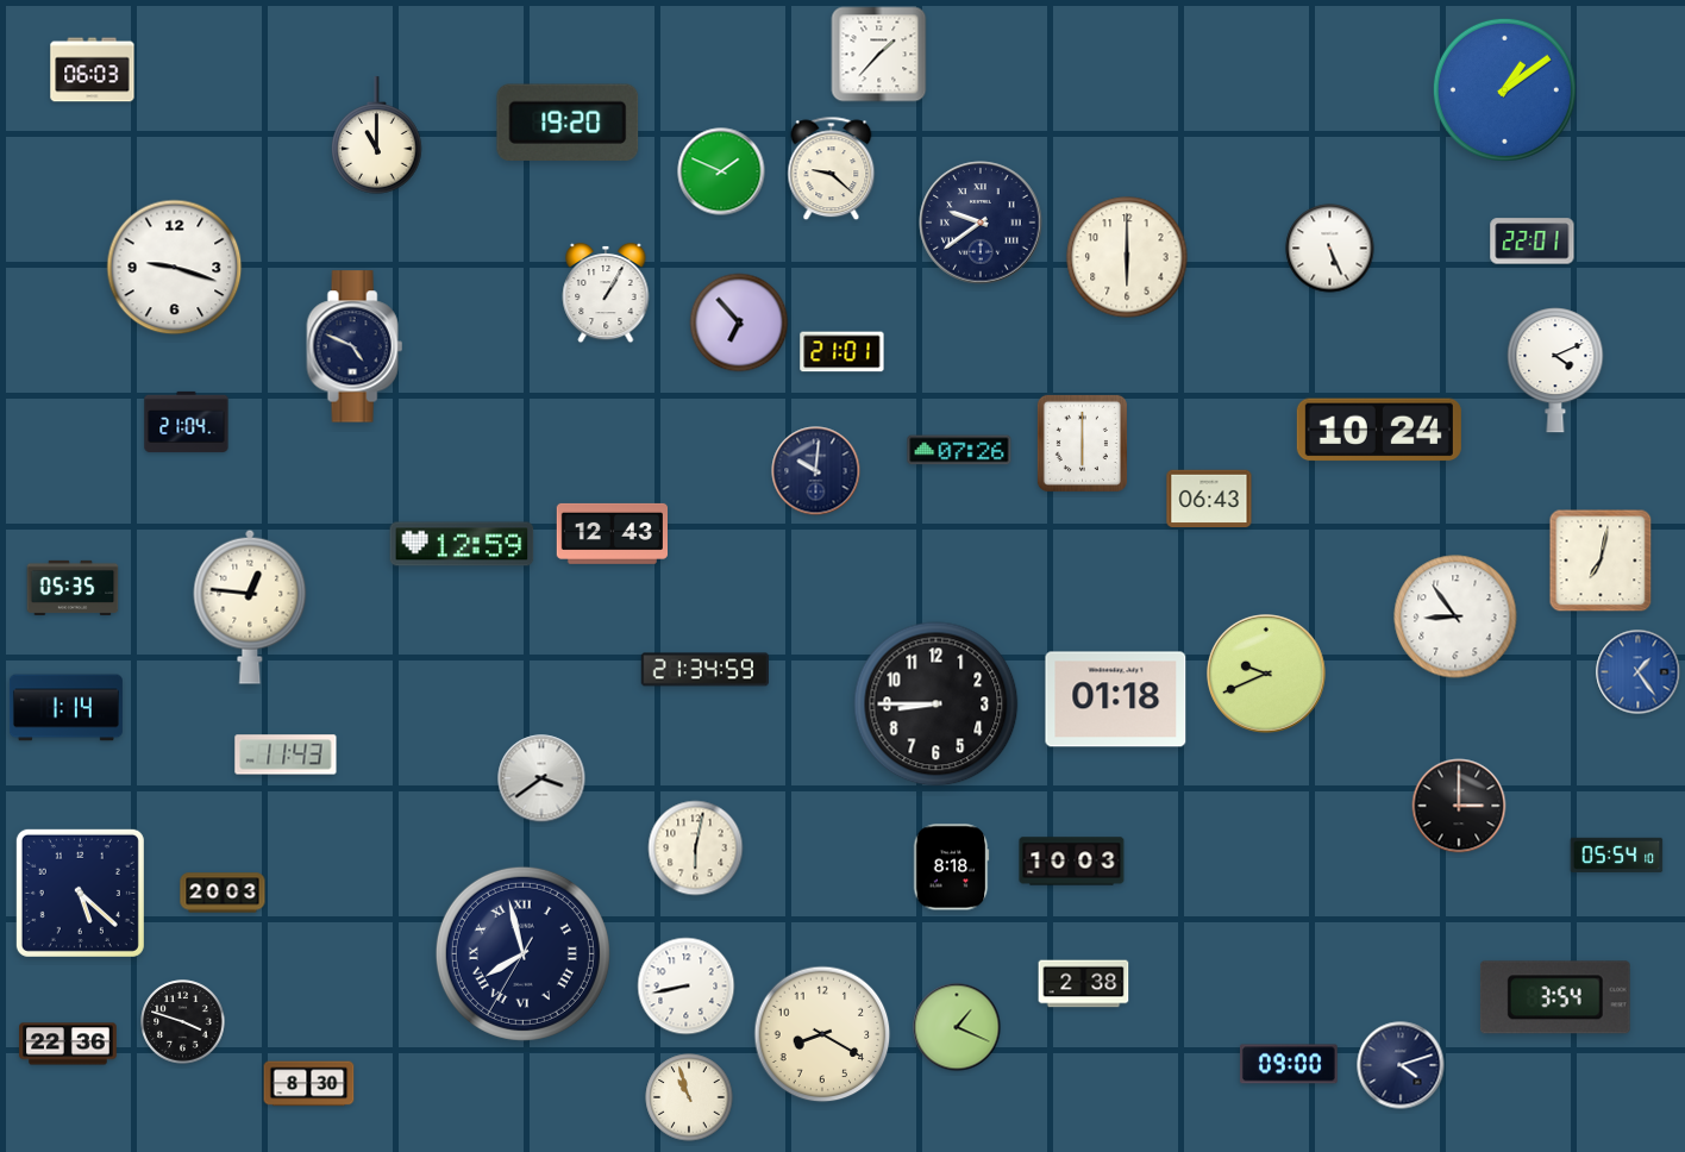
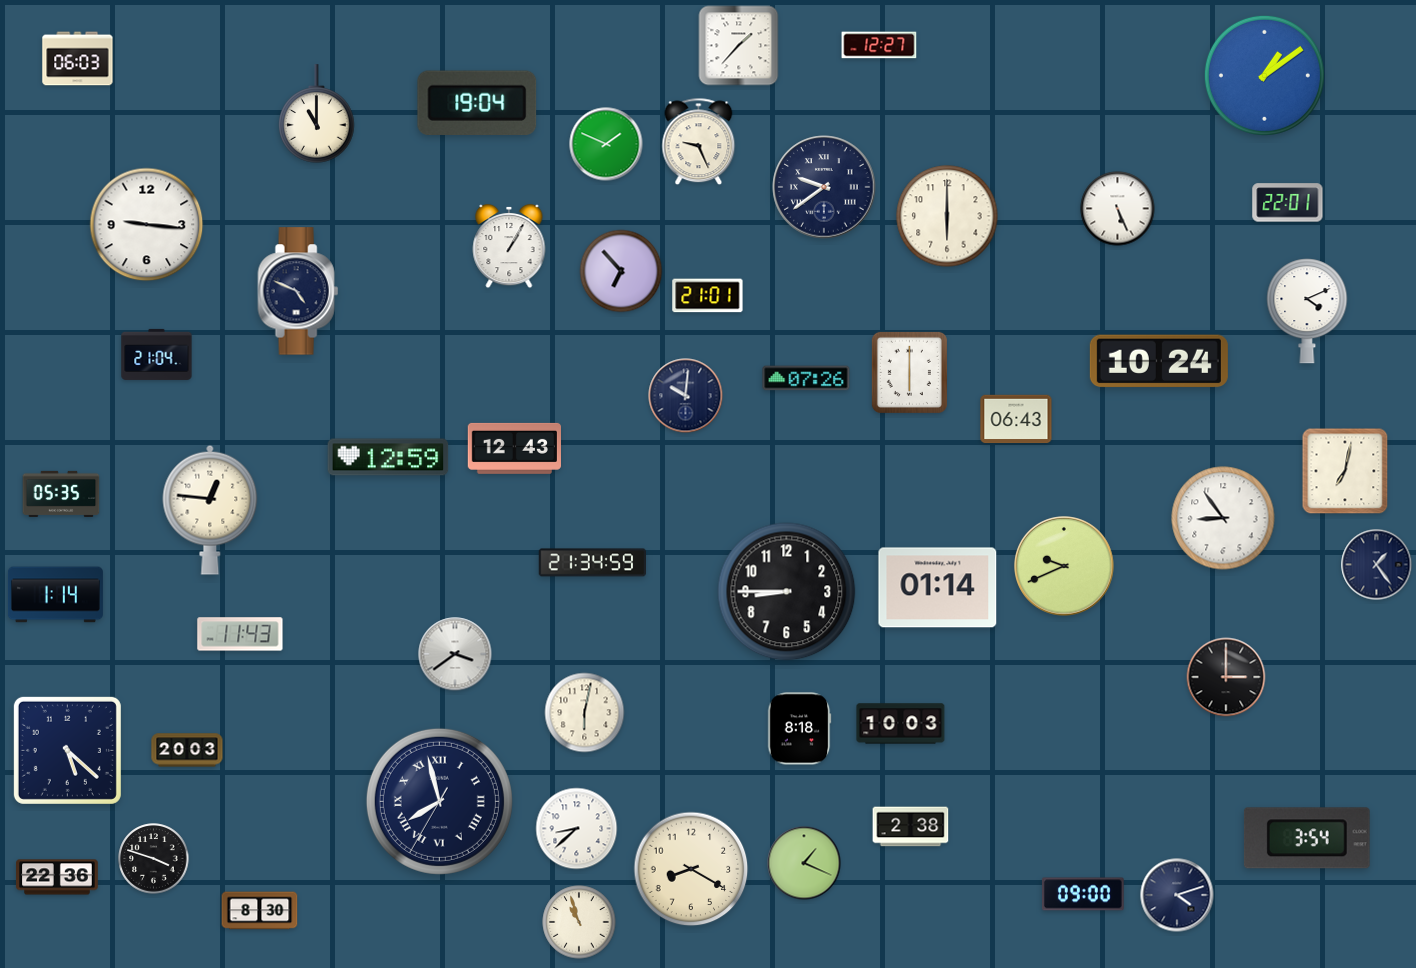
clock at (879, 45): none -> 12:27
clock at (568, 123): 19:20 -> 19:04
clock at (832, 169): 9:22 -> 9:26
clock at (175, 268): 9:18 -> 9:16
clock at (1639, 672) dial: blue -> navy
clock at (1116, 700): 01:18 -> 01:14
clock at (1617, 854): 05:54 -> none
clock at (687, 987): 8:43 -> 8:38
